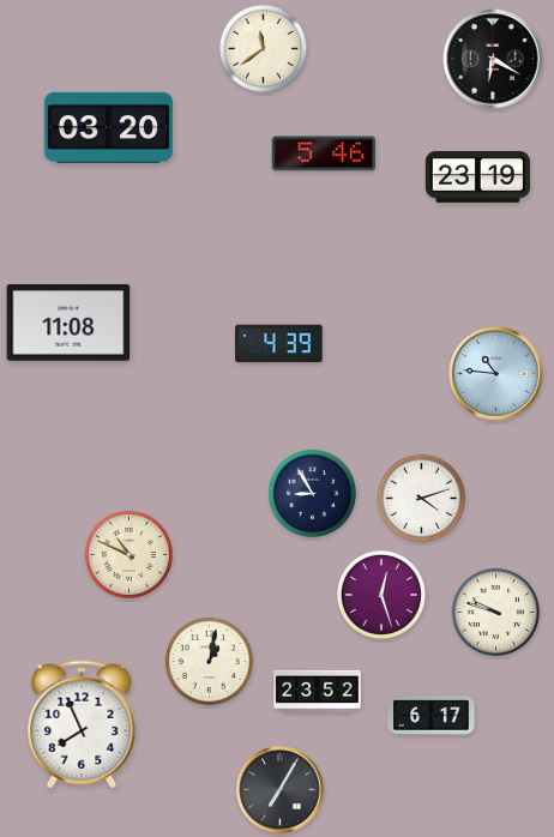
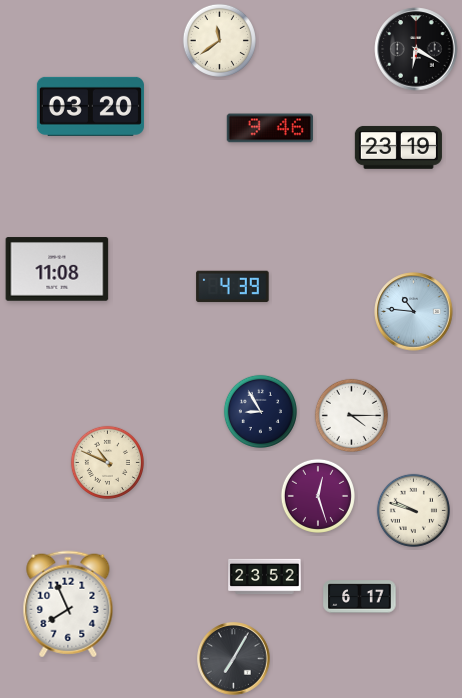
clock at (493, 59) position: (493, 59) -> (416, 49)
clock at (323, 153): 5:46 -> 9:46
clock at (421, 498): 4:12 -> 4:15
clock at (209, 661): 1:02 -> none
